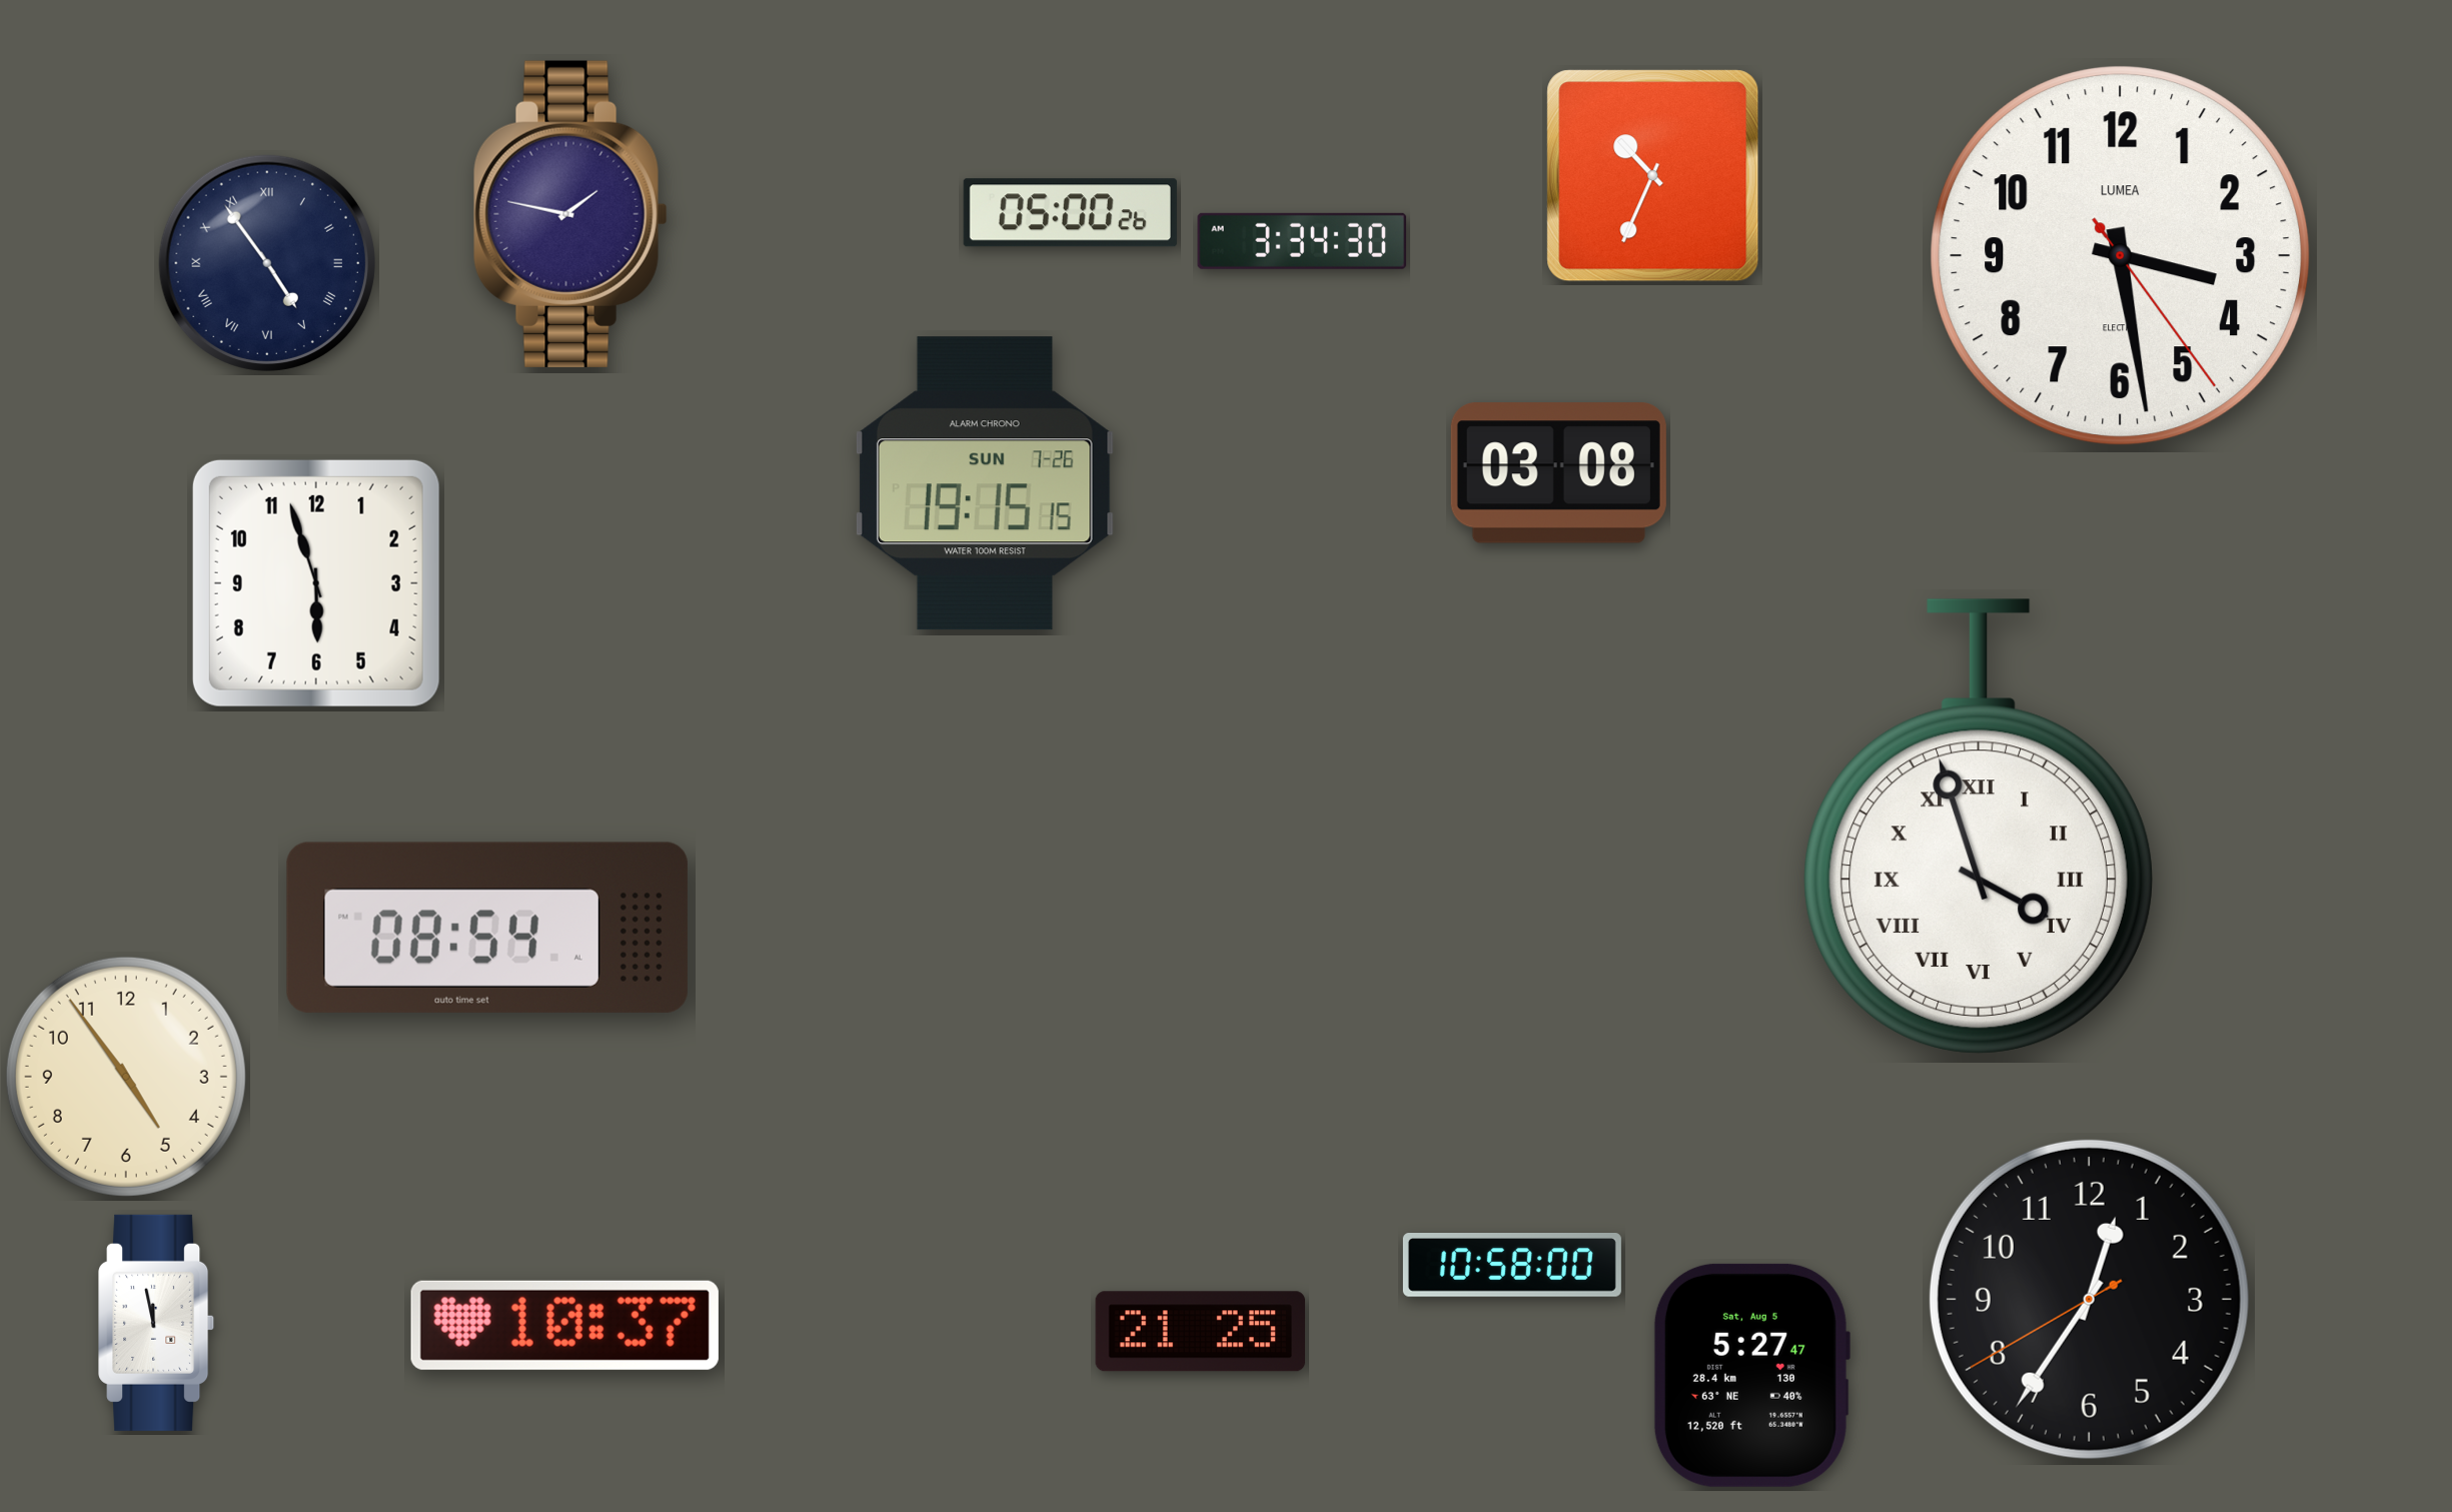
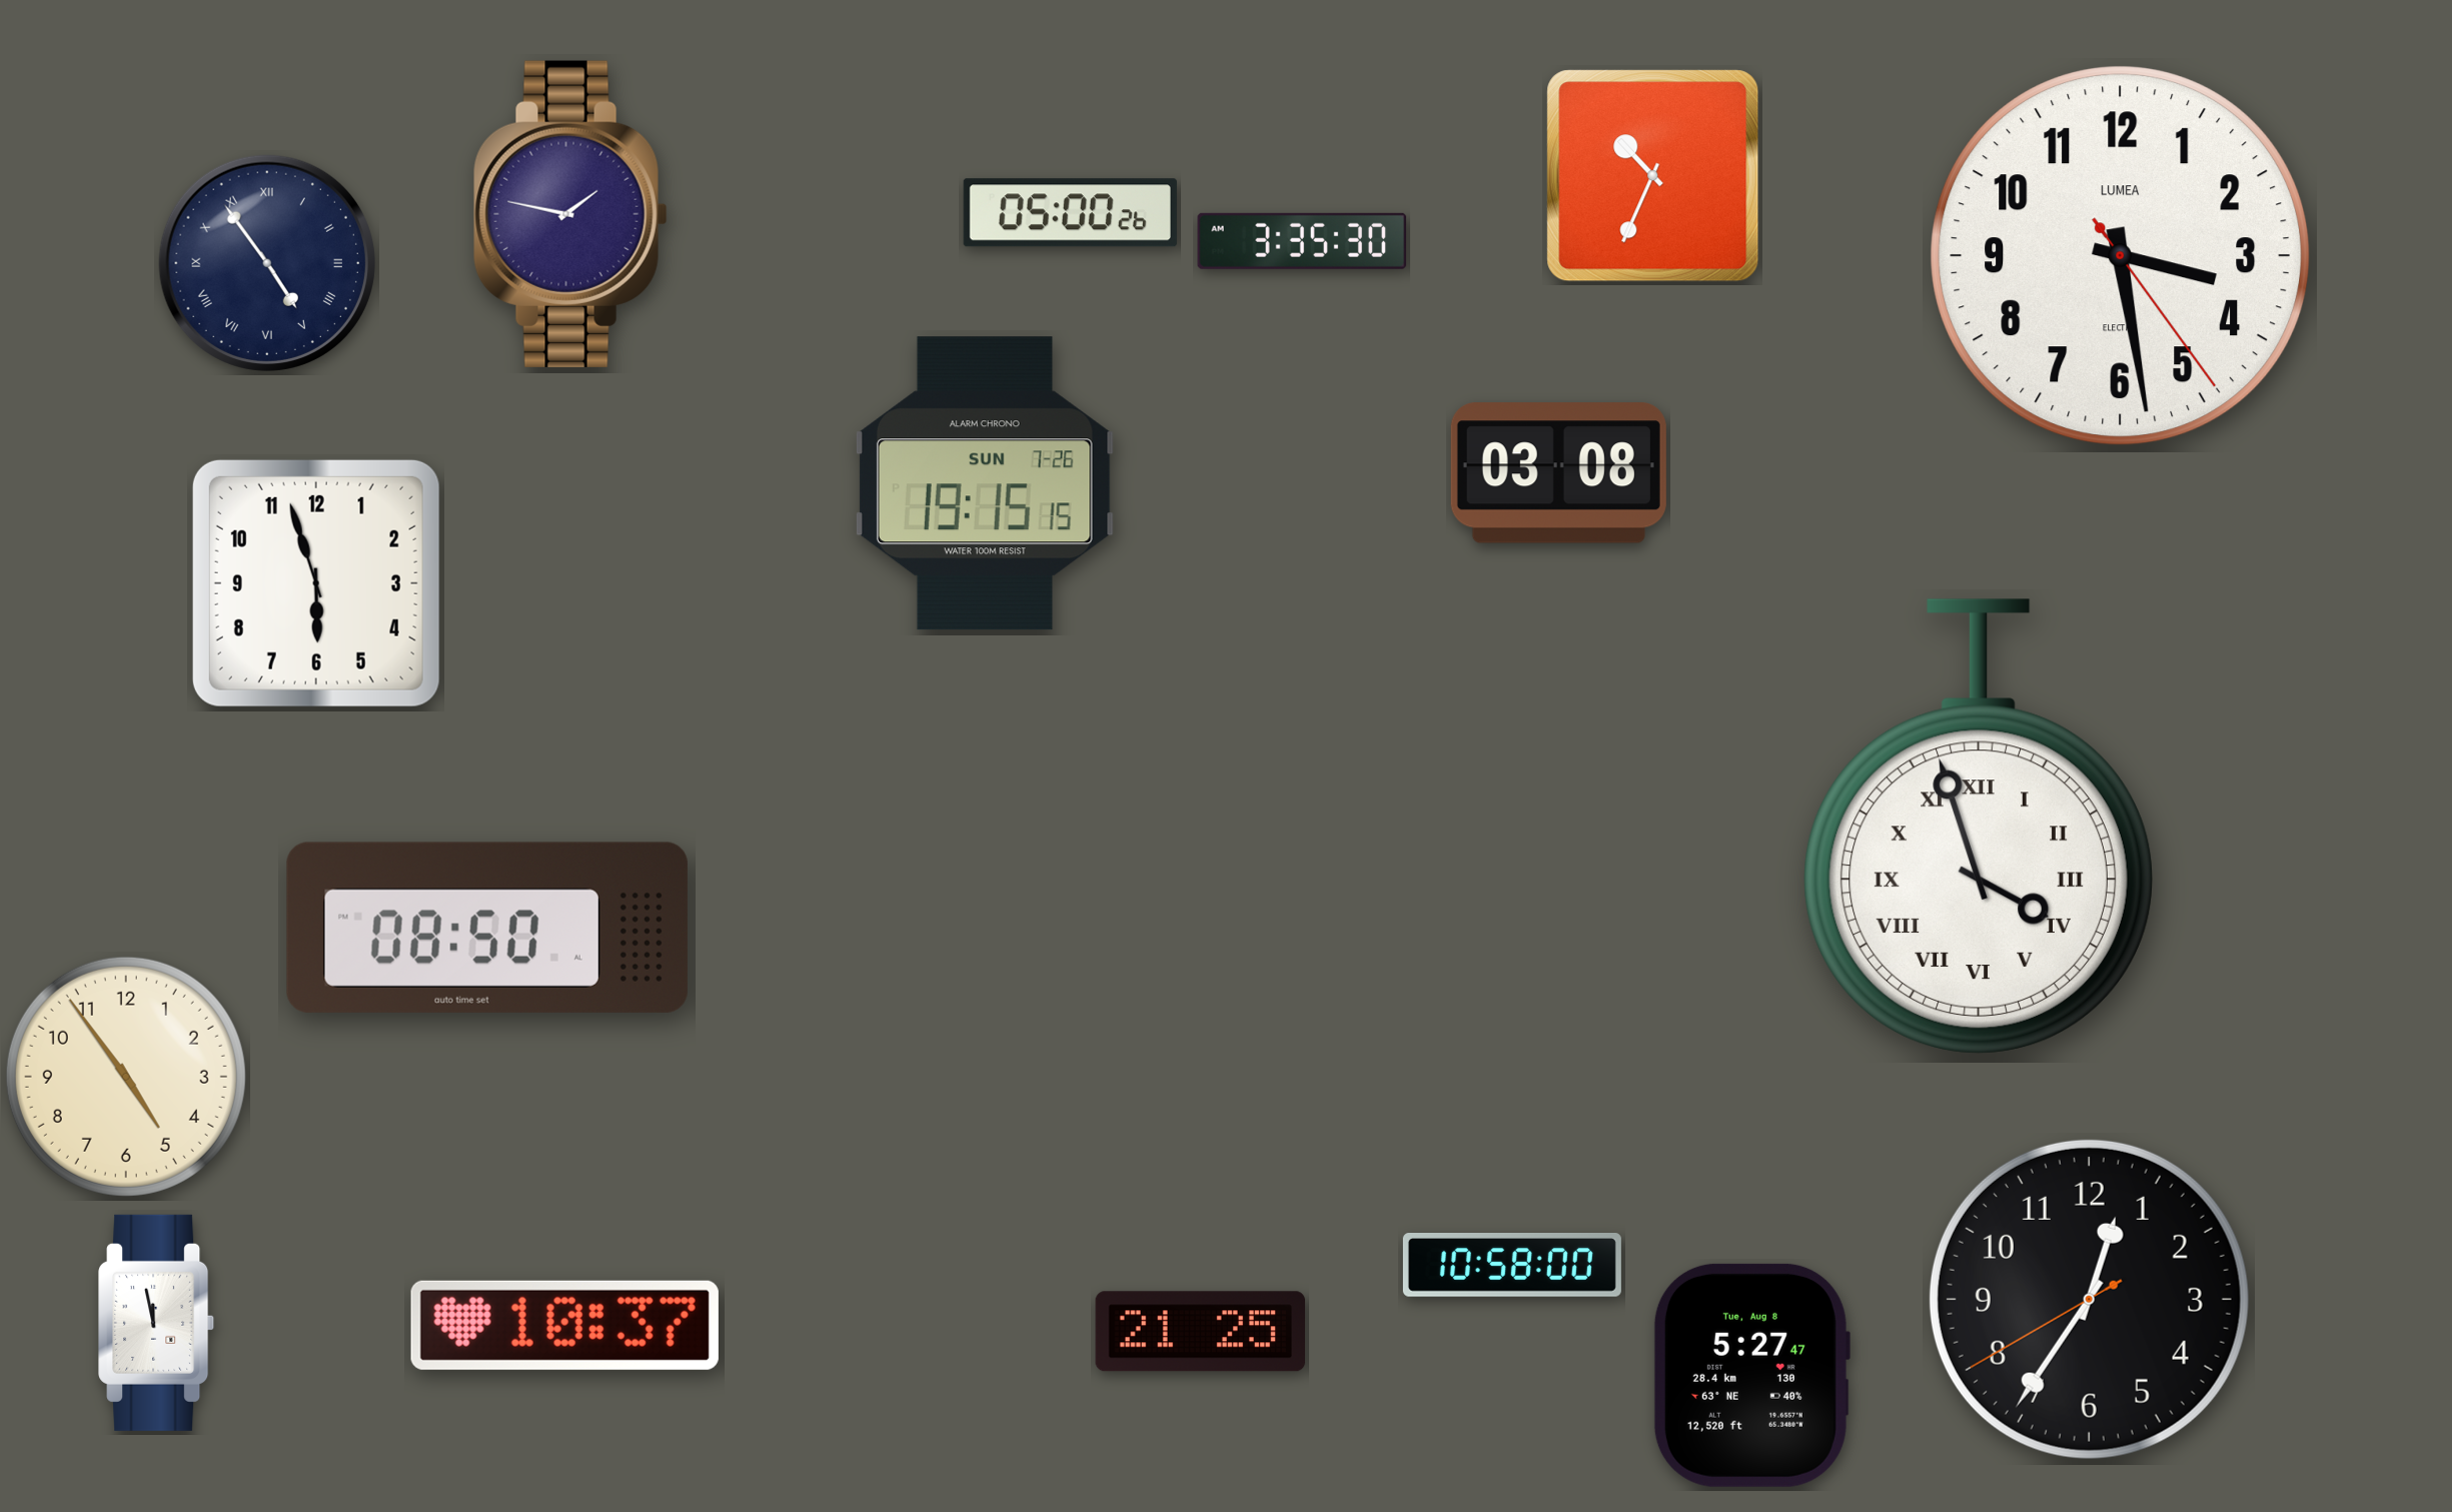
clock at (1302, 241): 3:34 -> 3:35
clock at (487, 928): 08:54 -> 08:50
clock at (1751, 1375) date: Sat, Aug 5 -> Tue, Aug 8
